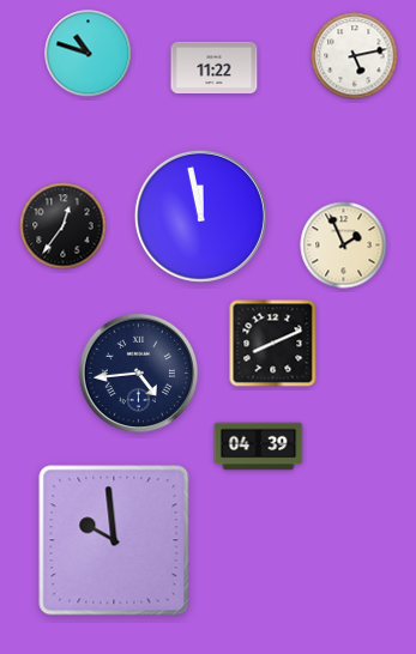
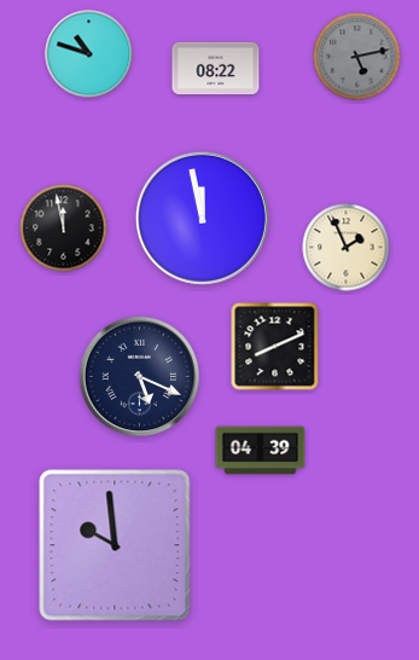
clock at (355, 56) dial: white -> grey
clock at (215, 67): 11:22 -> 08:22
clock at (64, 226): 12:36 -> 11:58
clock at (139, 374): 4:44 -> 5:19
